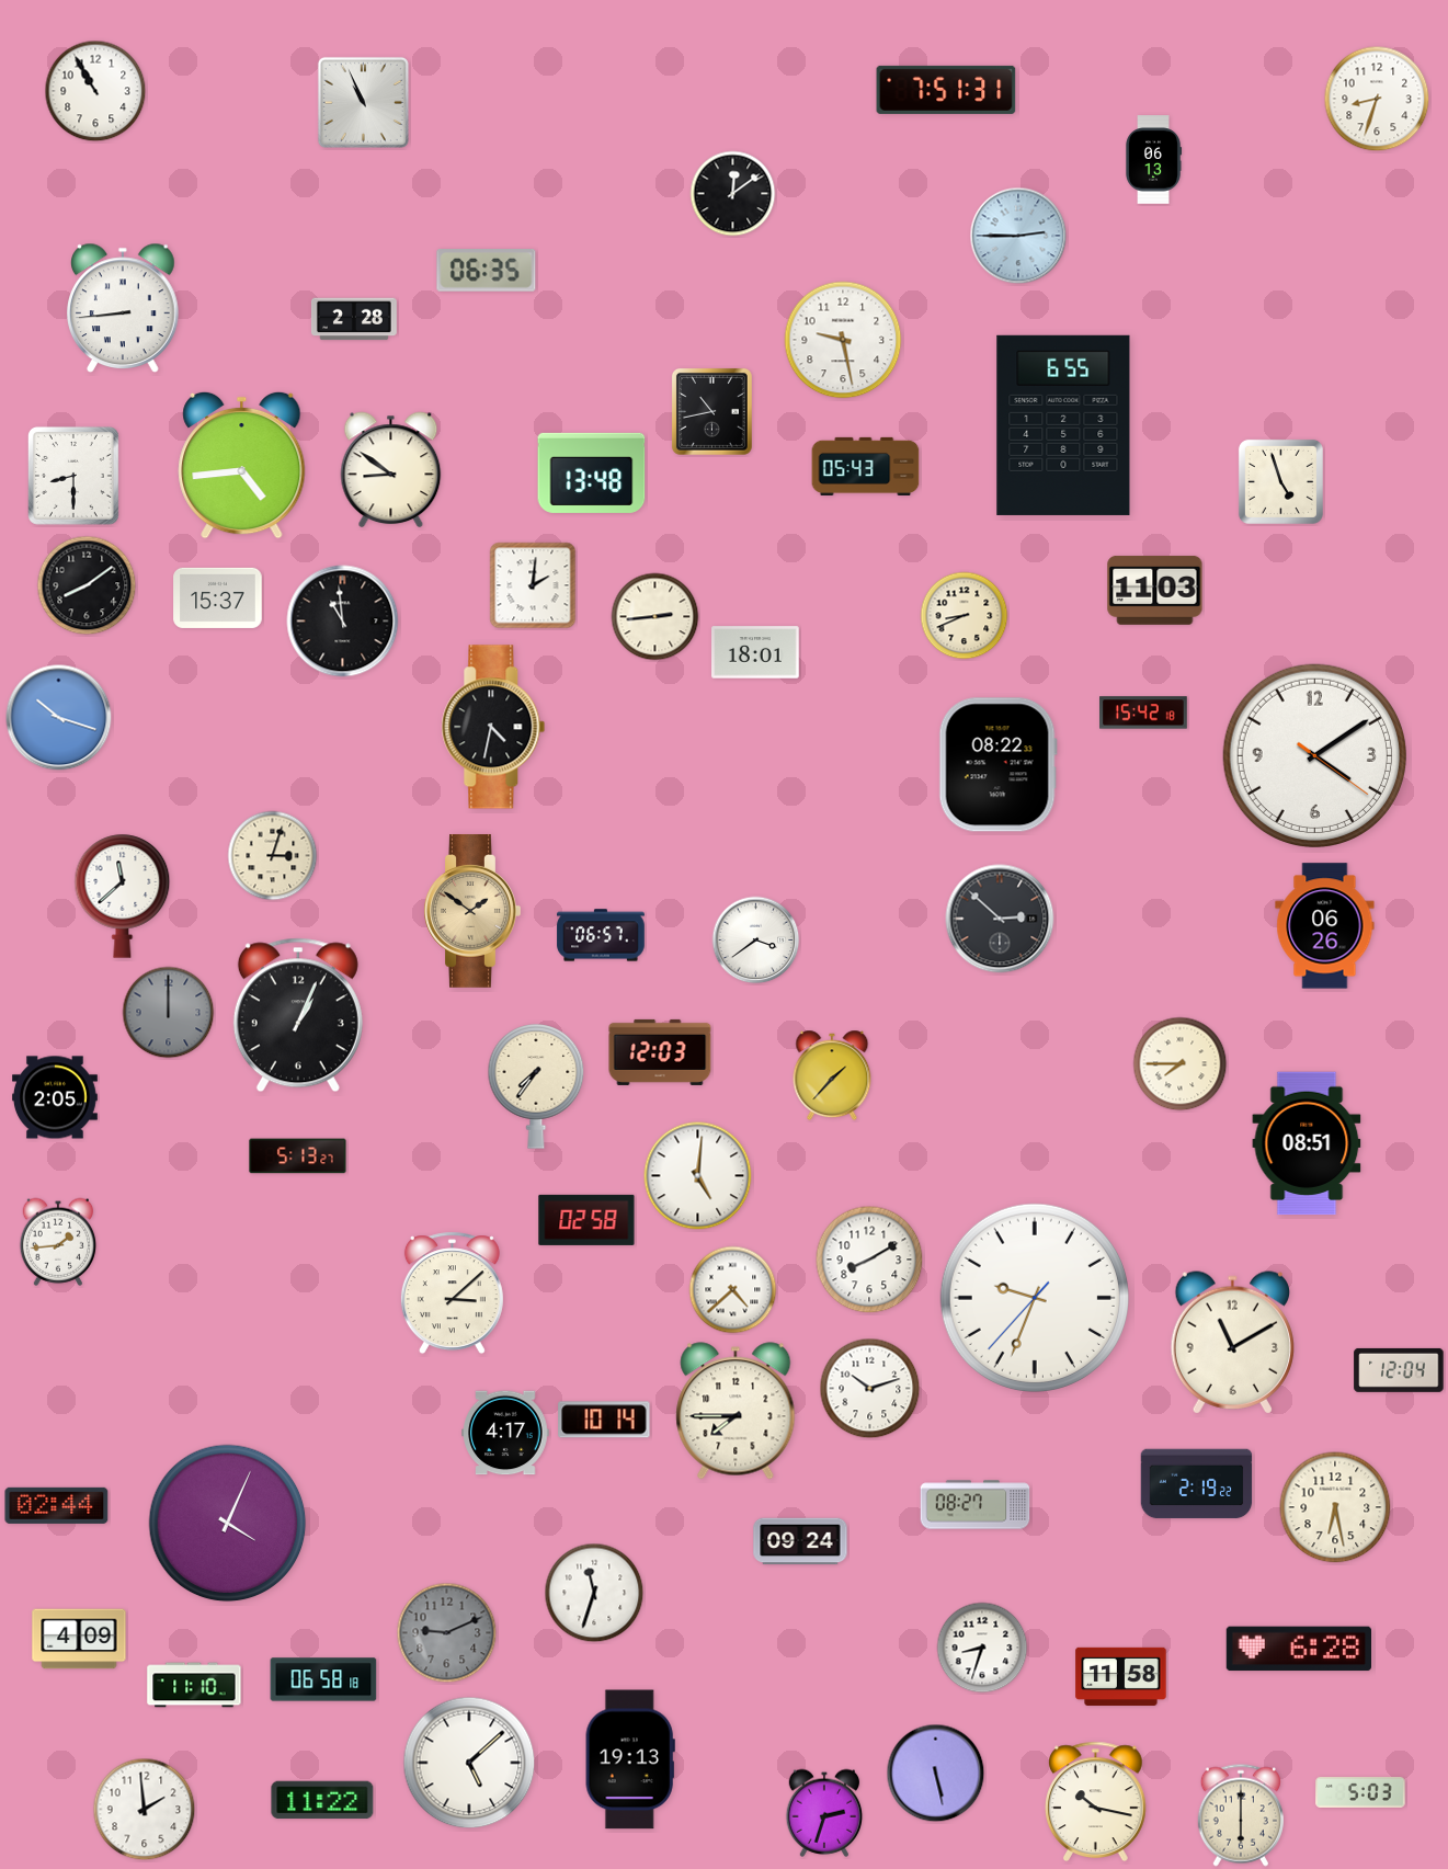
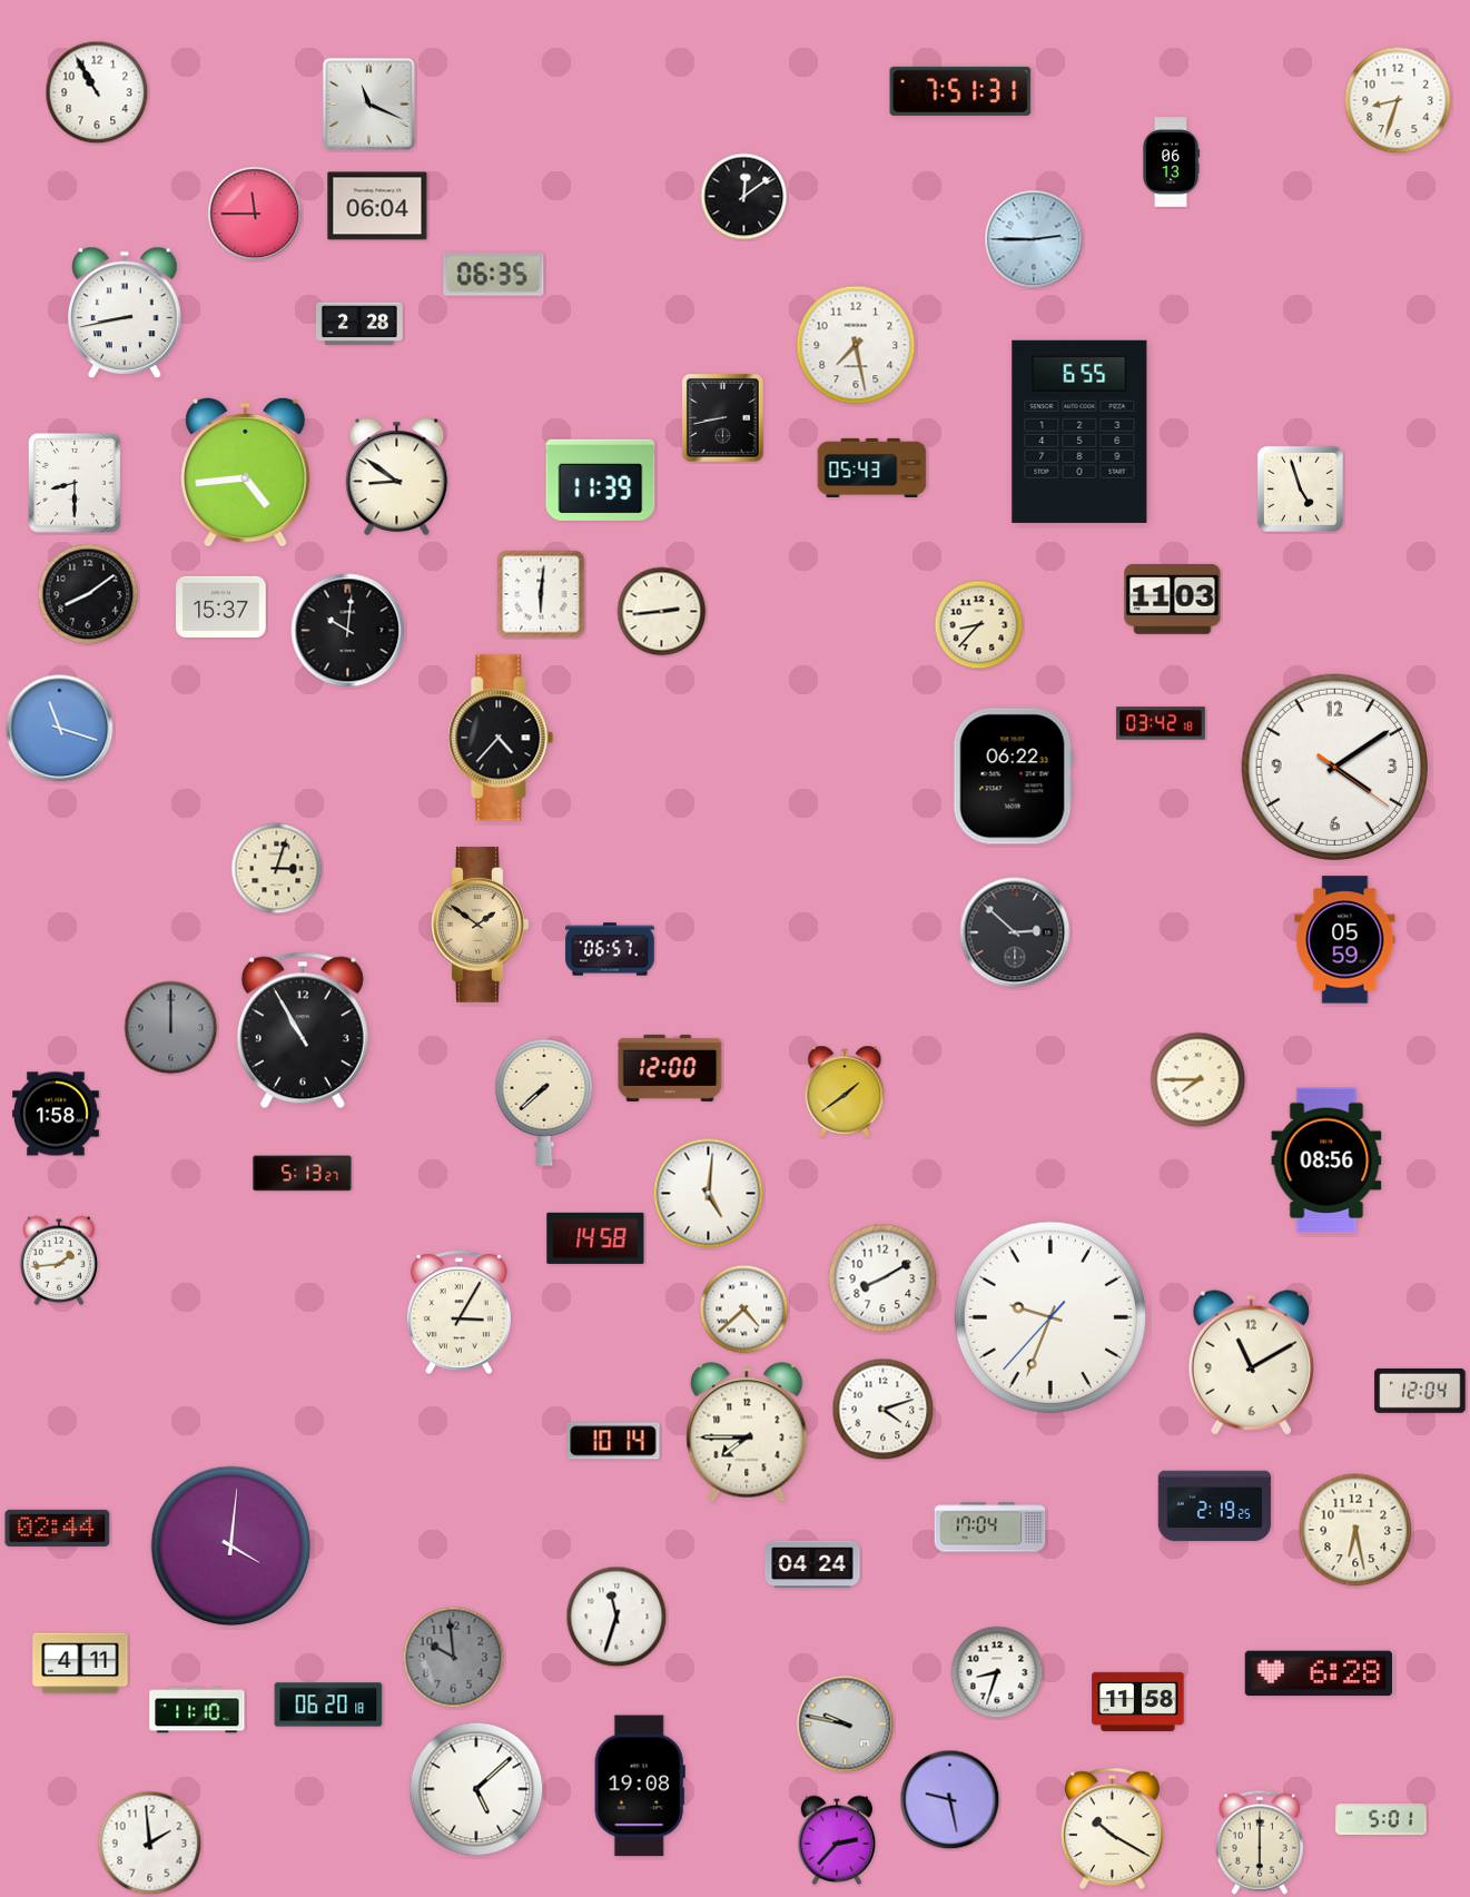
clock at (363, 102): 10:56 -> 11:19
clock at (377, 206): none -> 06:04
clock at (255, 214): none -> 11:45
clock at (124, 307): 8:44 -> 8:43
clock at (843, 340): 9:28 -> 7:28
clock at (711, 411): 10:43 -> 8:43
clock at (866, 466) position: (866, 466) -> (872, 467)
clock at (592, 472): 13:48 -> 11:39
clock at (533, 585): 2:01 -> 6:01
clock at (965, 616): 8:41 -> 8:37
clock at (655, 617) position: (655, 617) -> (662, 612)
clock at (343, 622): 10:59 -> 10:01
clock at (755, 652): 18:01 -> none
clock at (1143, 713): 15:42 -> 03:42
clock at (59, 718): 10:18 -> 11:18
clock at (493, 727): 4:32 -> 4:37
clock at (997, 765): 08:22 -> 06:22
clock at (123, 897): 11:38 -> none
clock at (1325, 926): 06:26 -> 05:59
clock at (756, 941): 3:39 -> none
clock at (298, 1015): 1:04 -> 10:55
clock at (660, 1052): 12:03 -> 12:00
clock at (832, 1075): 1:37 -> 1:39
clock at (536, 1086): 7:36 -> 7:38
clock at (56, 1097): 2:05 -> 1:58
clock at (1307, 1143): 08:51 -> 08:56
clock at (586, 1220): 02:58 -> 14:58
clock at (452, 1294): 3:08 -> 3:05
clock at (870, 1389): 10:12 -> 4:12
clock at (505, 1433): 4:17 -> none
clock at (1197, 1484): 2:19:22 -> 2:19:25
clock at (976, 1505): 08:27 -> 17:04
clock at (228, 1524): 4:04 -> 4:01
clock at (800, 1541): 09:24 -> 04:24
clock at (594, 1593) position: (594, 1593) -> (616, 1617)
clock at (447, 1633): 9:11 -> 9:59
clock at (79, 1639): 4:09 -> 4:11
clock at (323, 1679): 06:58 -> 06:20
clock at (846, 1725): none -> 9:47
clock at (630, 1759): 19:13 -> 19:08
clock at (936, 1774): 5:28 -> 9:28
clock at (1360, 1792): 5:03 -> 5:01
clock at (322, 1800): 11:22 -> none
clock at (1096, 1801): 10:17 -> 10:20
clock at (145, 1810) position: (145, 1810) -> (150, 1844)
clock at (824, 1813): 2:33 -> 2:37
